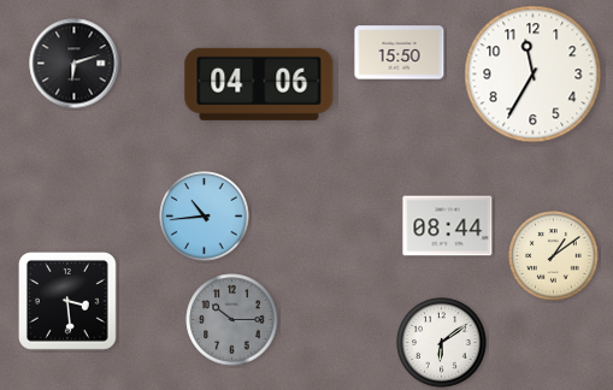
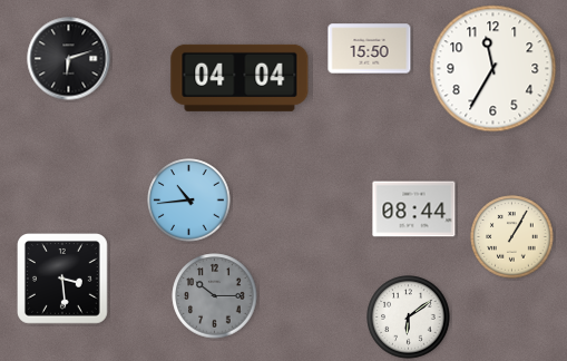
clock at (259, 84): 04:06 -> 04:04
clock at (554, 256): 1:09 -> 1:05
